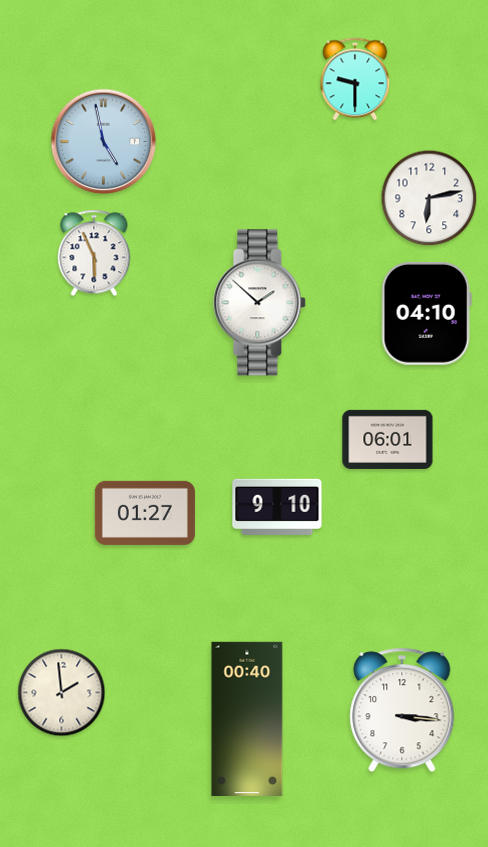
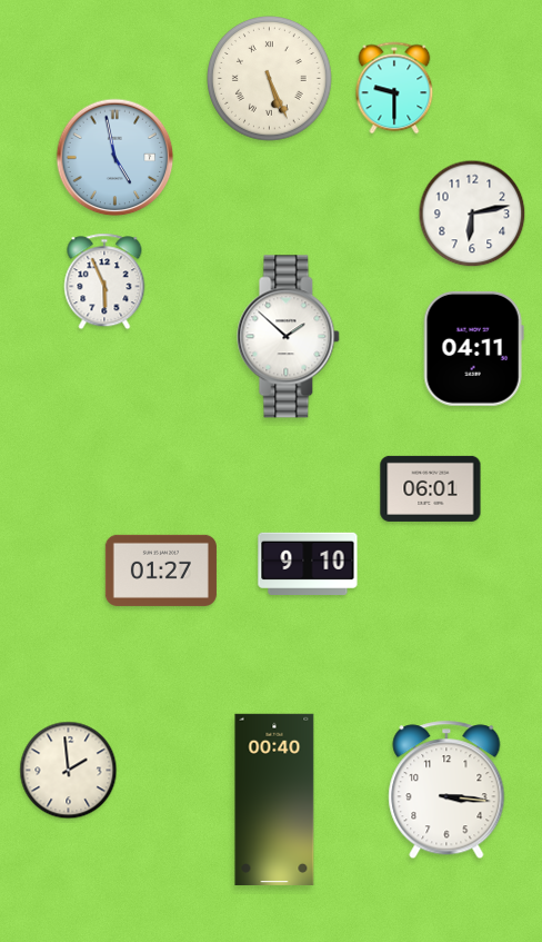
clock at (270, 79): none -> 5:26
clock at (429, 198) position: (429, 198) -> (472, 214)
clock at (426, 313): 04:10 -> 04:11
